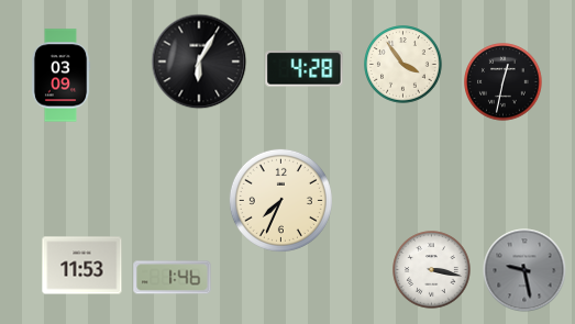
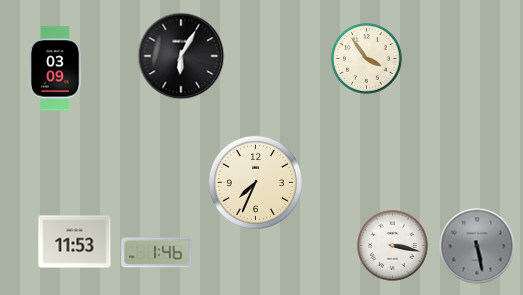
clock at (305, 69): 4:28 -> none
clock at (504, 82): 12:32 -> none
clock at (524, 270): 9:28 -> 5:28
